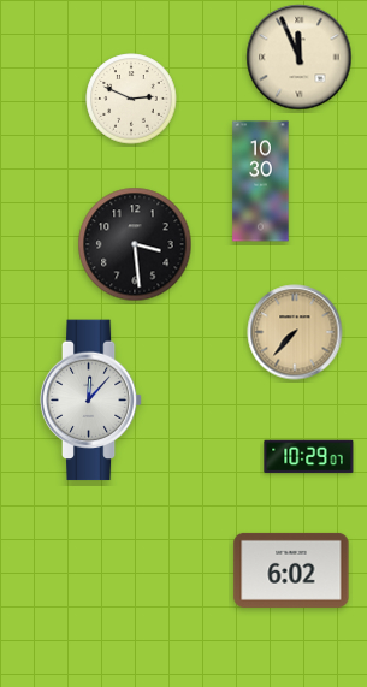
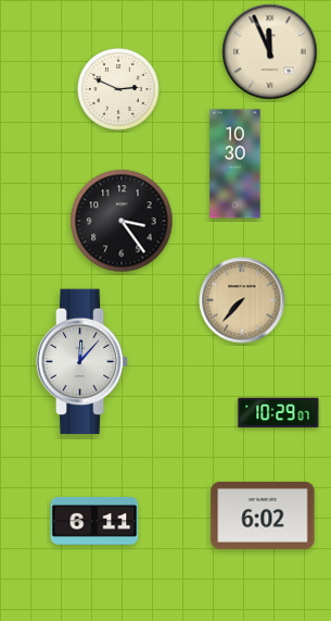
clock at (135, 244): 3:29 -> 3:24
clock at (295, 332) position: (295, 332) -> (242, 300)
clock at (94, 521): none -> 6:11
